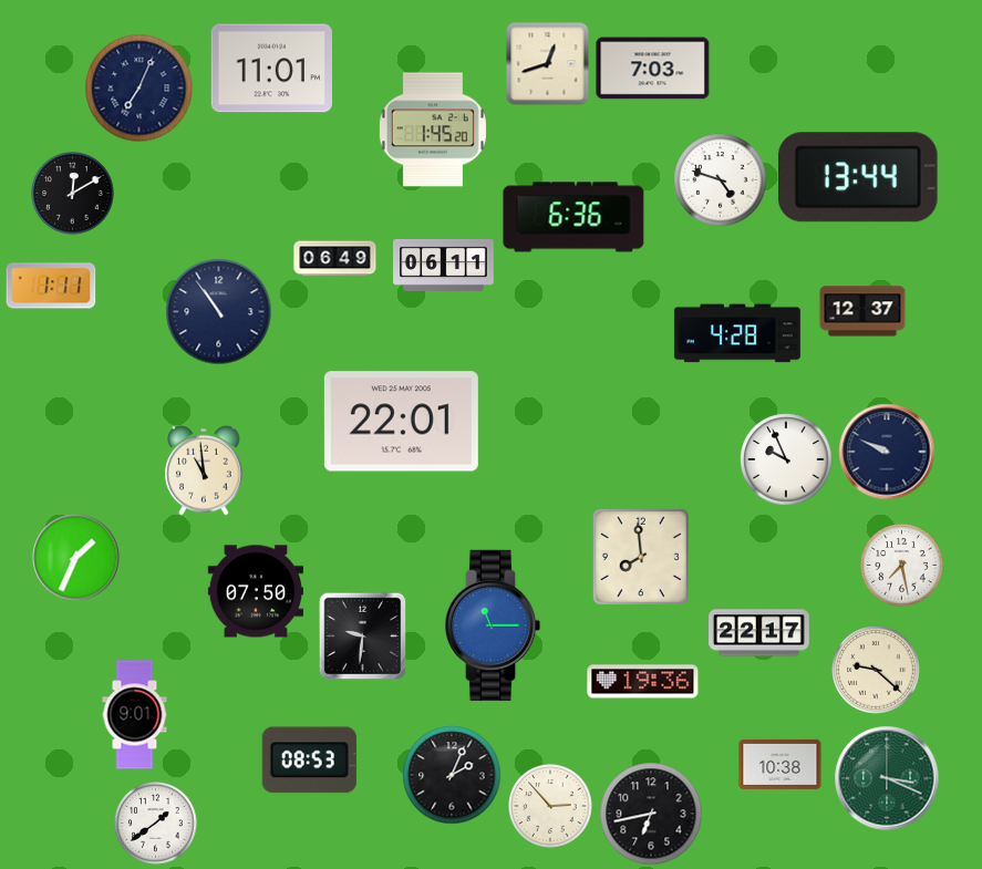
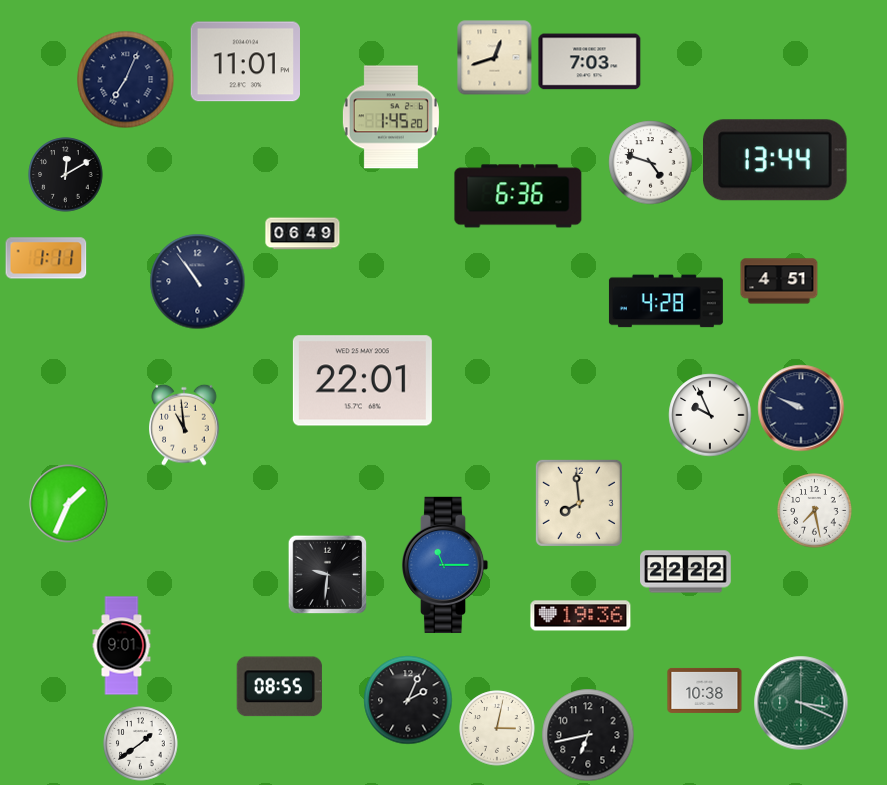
clock at (444, 265): 06:11 -> none
clock at (862, 311): 12:37 -> 4:51
clock at (256, 591): 07:50 -> none
clock at (759, 633): 22:17 -> 22:22
clock at (876, 670): 9:22 -> none
clock at (309, 761): 08:53 -> 08:55
clock at (550, 806): 2:53 -> 3:02
